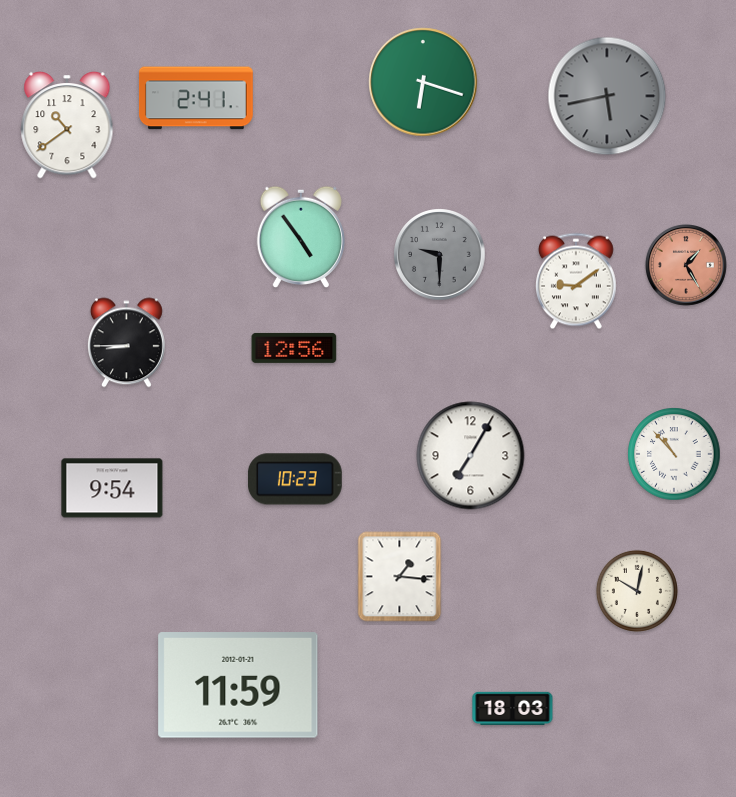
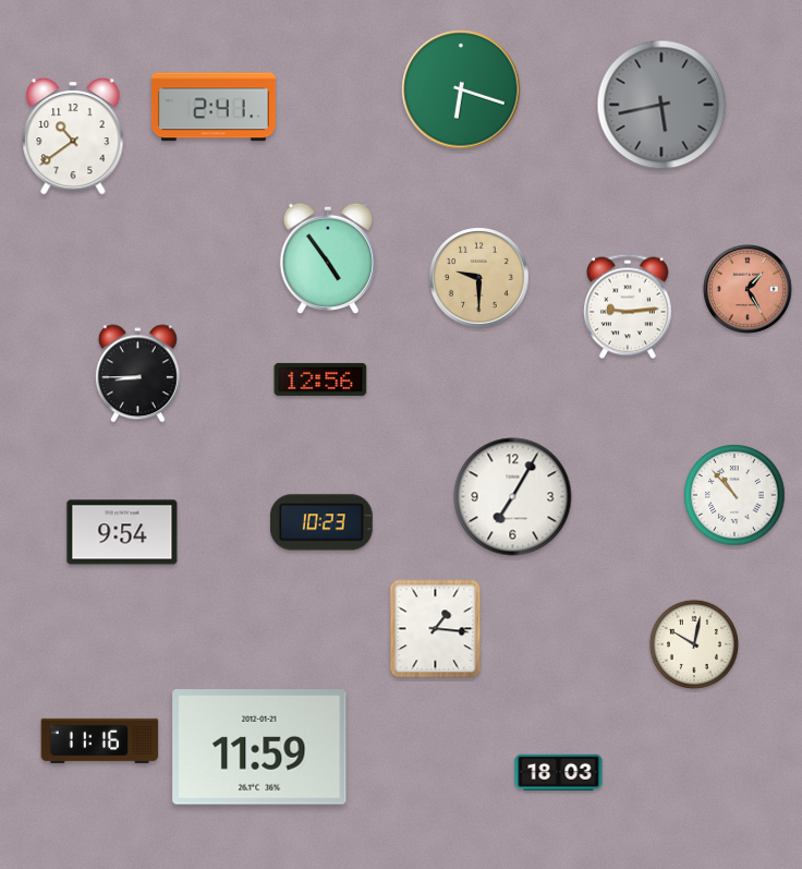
clock at (440, 255) dial: grey -> champagne
clock at (576, 281): 9:09 -> 9:14
clock at (100, 740): none -> 11:16
